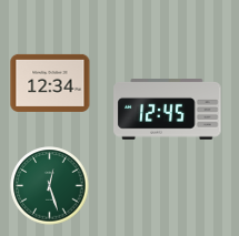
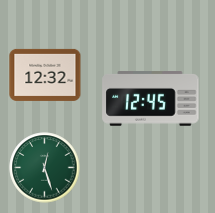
clock at (50, 83): 12:34 -> 12:32
